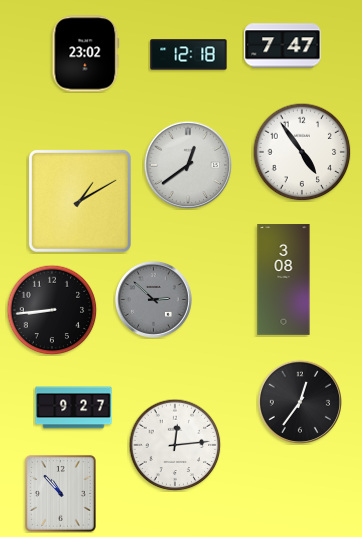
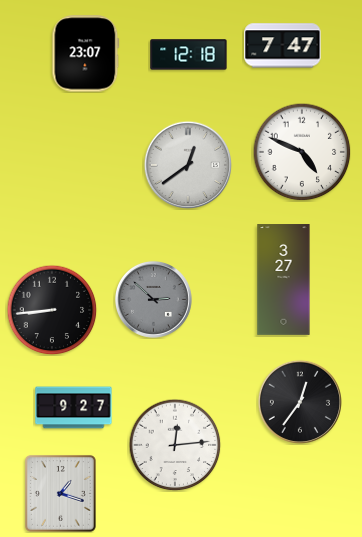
clock at (86, 54): 23:02 -> 23:07
clock at (302, 152): 4:54 -> 4:49
clock at (80, 201): 1:10 -> none
clock at (284, 280): 3:08 -> 3:27
clock at (60, 493): 10:53 -> 1:18
